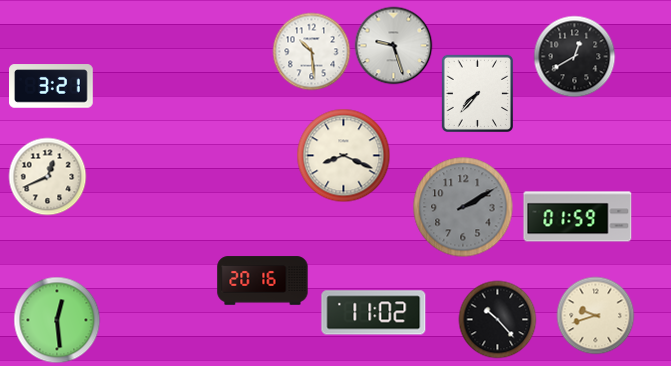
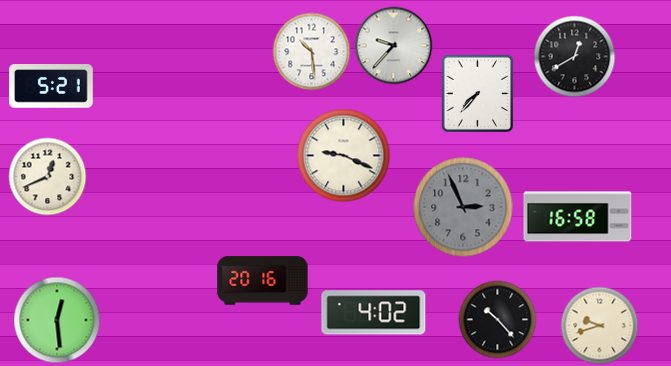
clock at (393, 45): 9:27 -> 9:37
clock at (51, 86): 3:21 -> 5:21
clock at (343, 155): 8:19 -> 9:19
clock at (463, 207): 2:10 -> 2:56
clock at (578, 217): 01:59 -> 16:58
clock at (374, 313): 11:02 -> 4:02
clock at (595, 315) position: (595, 315) -> (599, 325)
